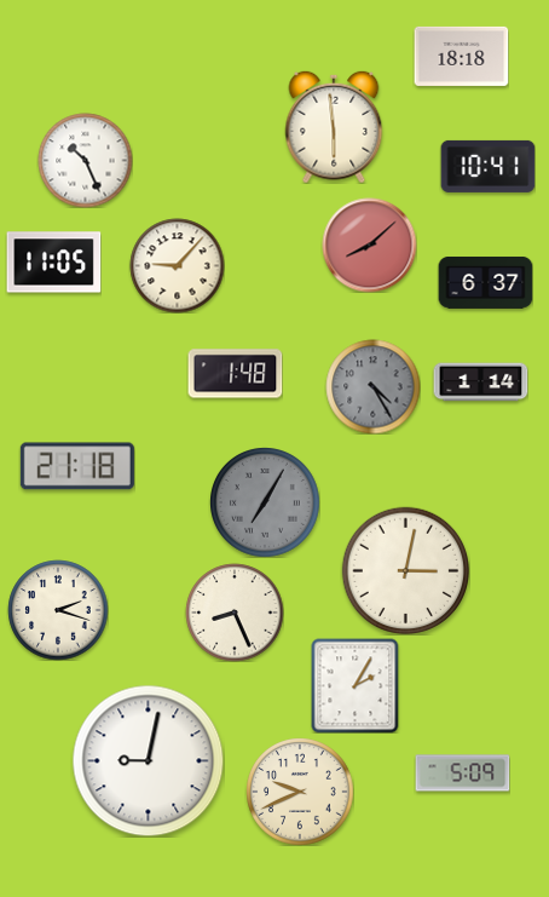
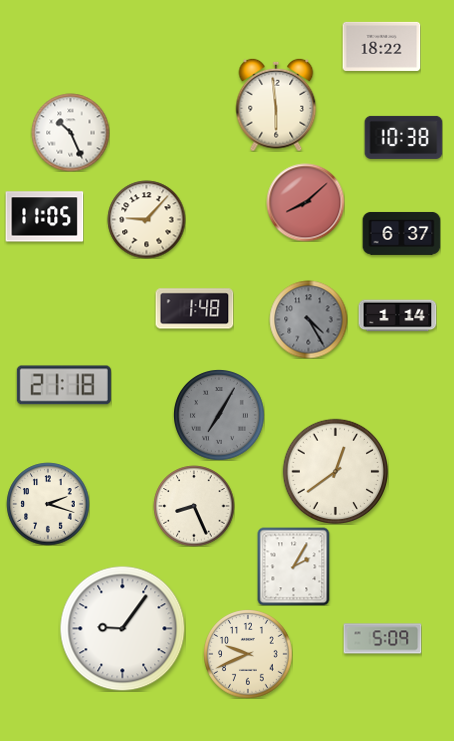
clock at (461, 56): 18:18 -> 18:22
clock at (487, 166): 10:41 -> 10:38
clock at (405, 570): 3:02 -> 12:39
clock at (148, 760): 9:02 -> 9:06
